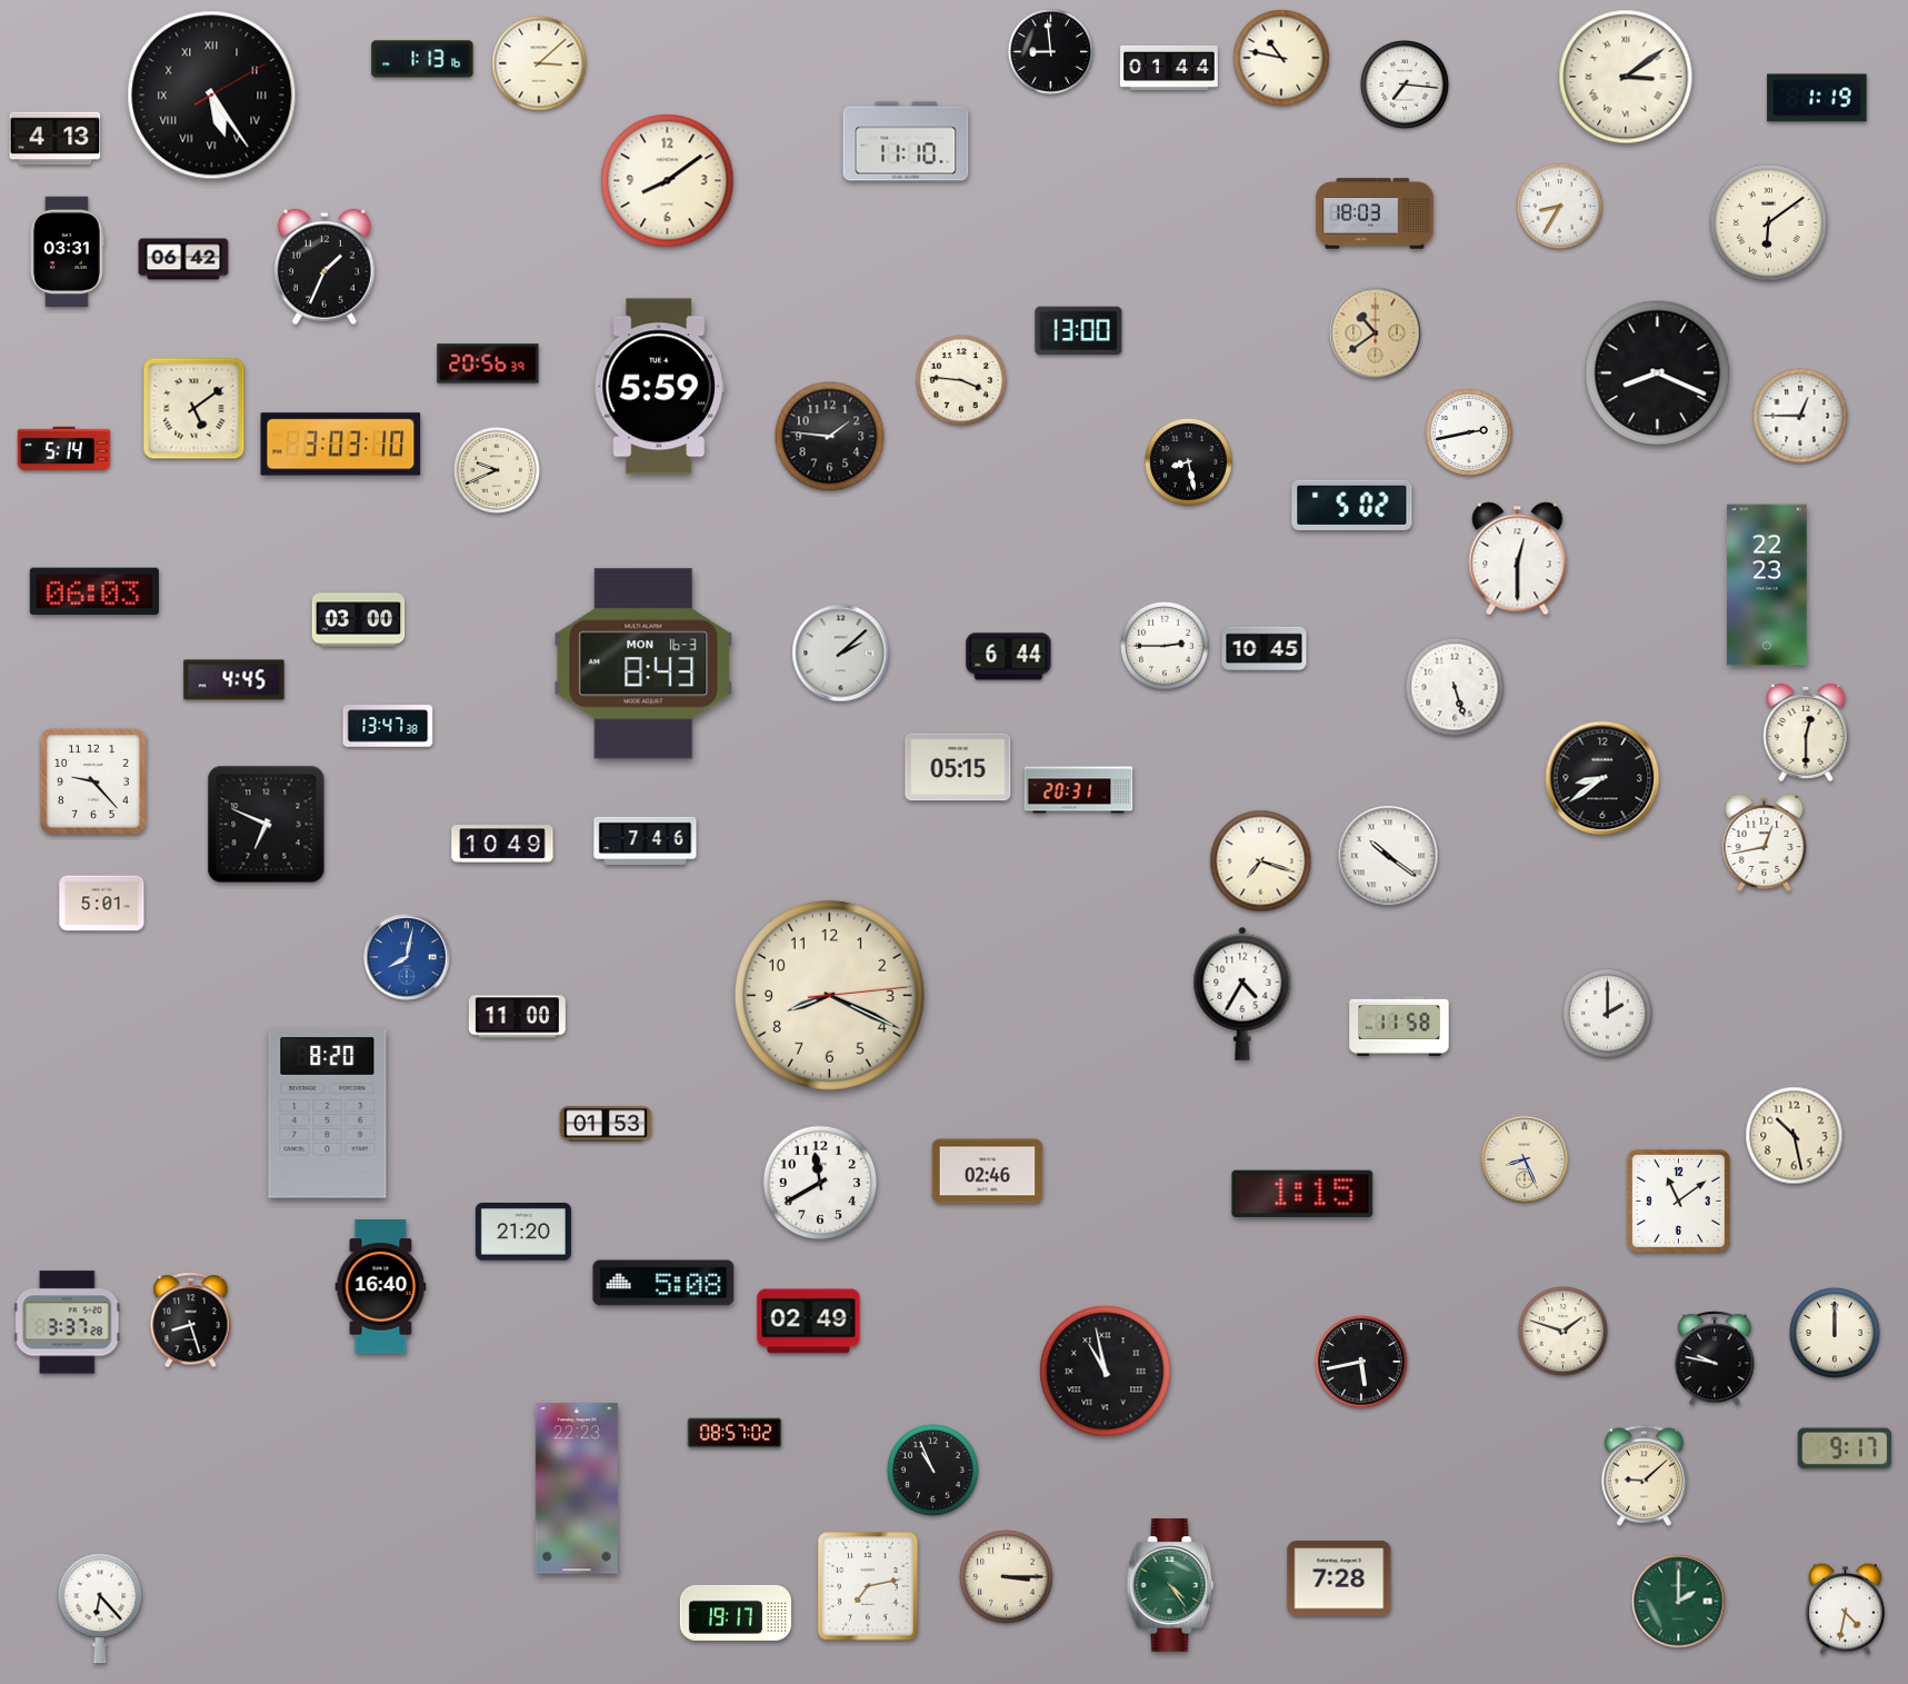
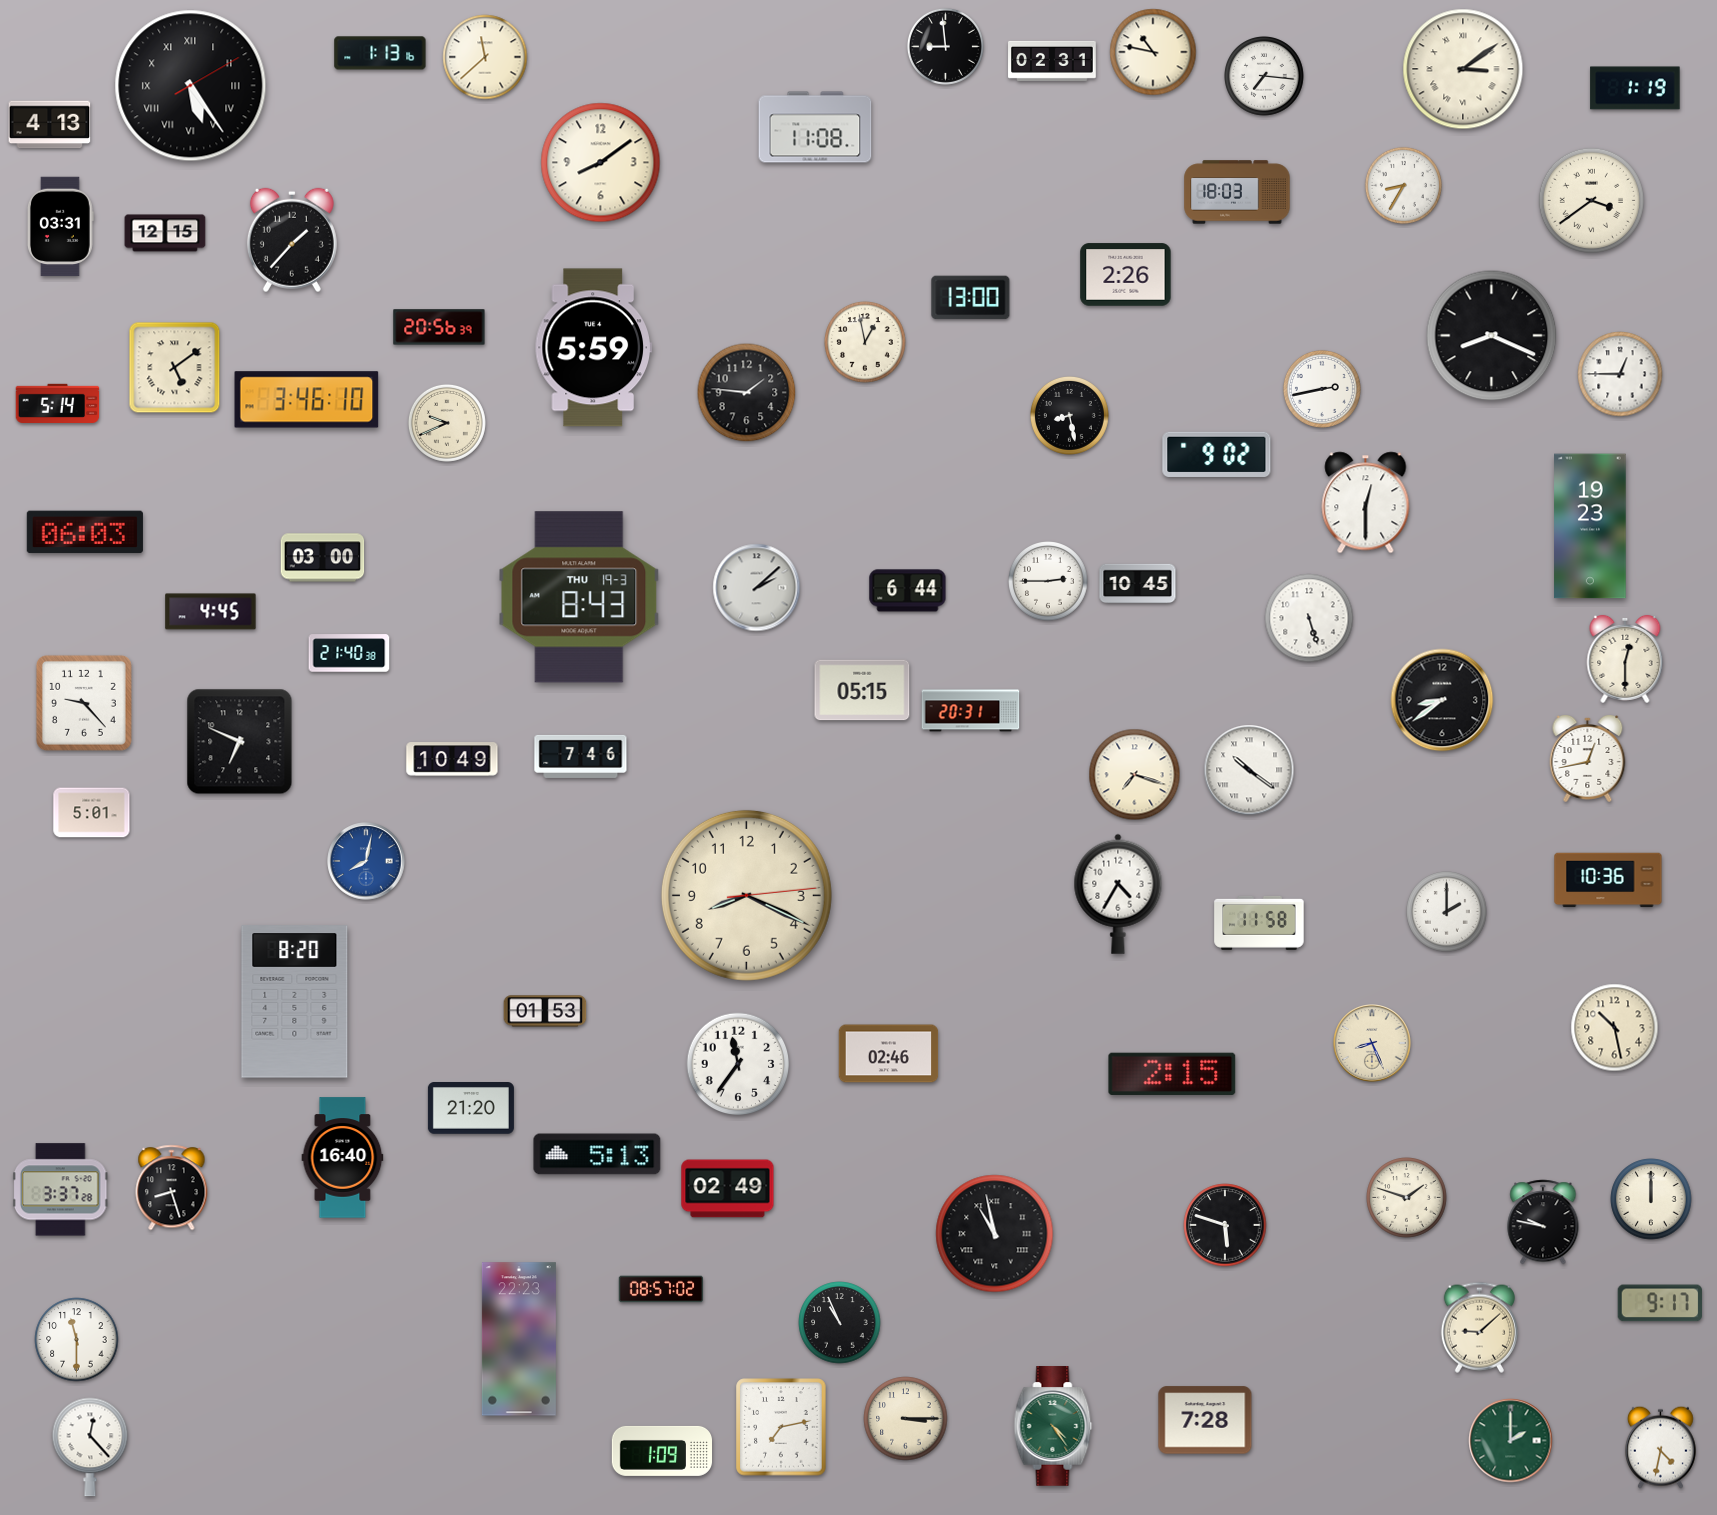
clock at (539, 63): 3:08 -> 11:38
clock at (1169, 68): 01:44 -> 02:31
clock at (906, 141): 11:10 -> 11:08
clock at (1768, 222): 6:09 -> 3:39
clock at (183, 259): 06:42 -> 12:15
clock at (324, 267): 1:34 -> 1:37
clock at (1126, 275): none -> 2:26
clock at (1376, 333): 10:39 -> none
clock at (961, 380): 3:46 -> 12:58
clock at (341, 445): 3:03 -> 3:46
clock at (1352, 505): 5:02 -> 9:02
clock at (1767, 585): 22:23 -> 19:23
clock at (643, 664) date: MON 16-3 -> THU 19-3
clock at (388, 726): 13:47 -> 21:40
clock at (1608, 880): none -> 10:36
clock at (517, 1017): 11:00 -> none
clock at (1795, 1136) position: (1795, 1136) -> (1615, 1028)
clock at (820, 1183): 11:40 -> 11:36
clock at (1302, 1194): 1:15 -> 2:15
clock at (1678, 1200): 11:09 -> none
clock at (663, 1283): 5:08 -> 5:13
clock at (1361, 1362): 5:43 -> 5:48
clock at (77, 1340): none -> 11:30
clock at (100, 1608): 6:23 -> 12:23
clock at (736, 1613): 19:17 -> 1:09
